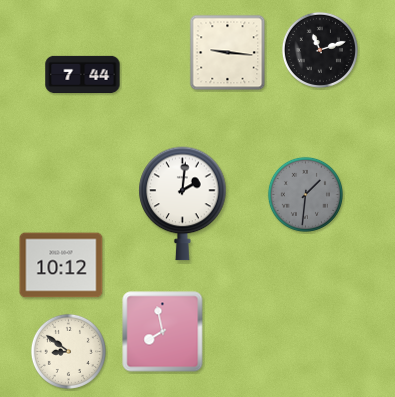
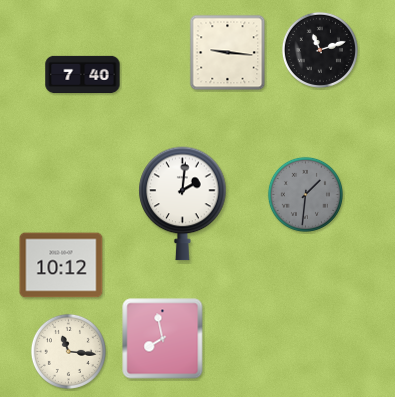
clock at (83, 74): 7:44 -> 7:40
clock at (163, 332) position: (163, 332) -> (163, 339)
clock at (68, 351): 8:51 -> 11:16
